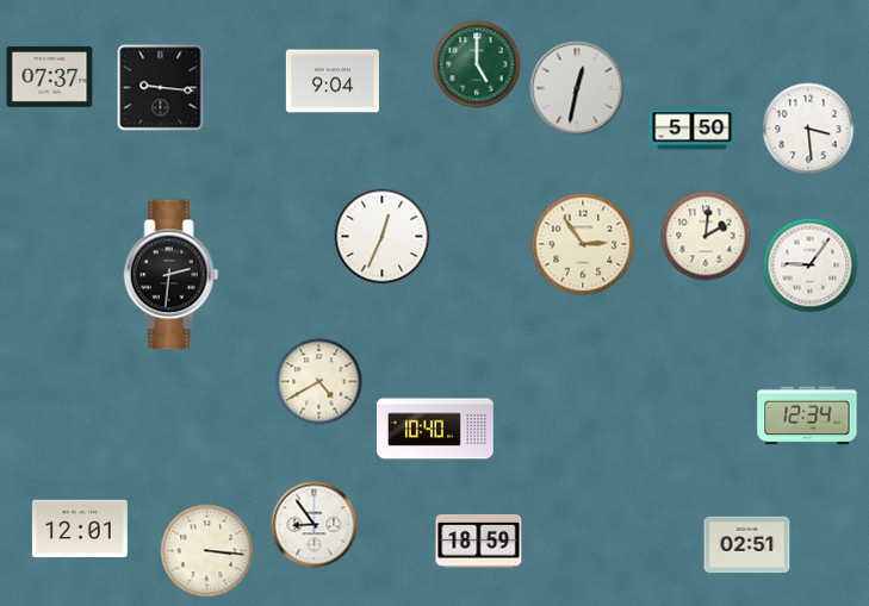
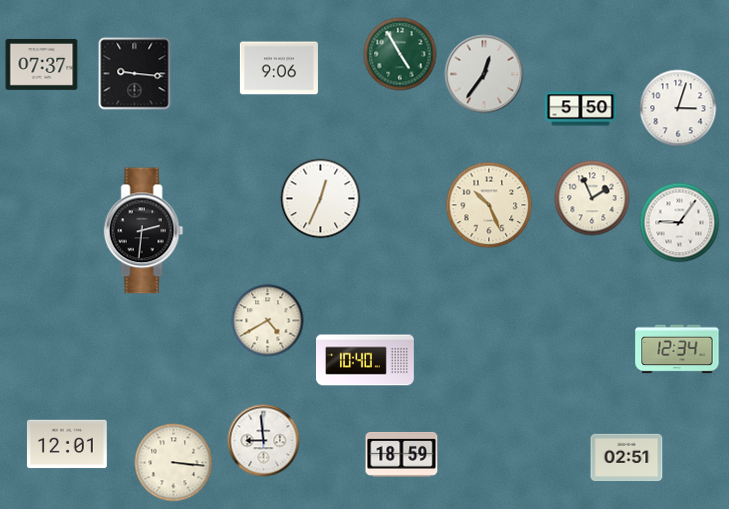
clock at (477, 64): 5:00 -> 4:55
clock at (333, 81): 9:04 -> 9:06
clock at (577, 88): 12:32 -> 12:36
clock at (808, 129): 3:29 -> 3:03
clock at (706, 236): 2:01 -> 1:56
clock at (583, 244): 2:54 -> 10:26
clock at (315, 525): 8:54 -> 8:59
